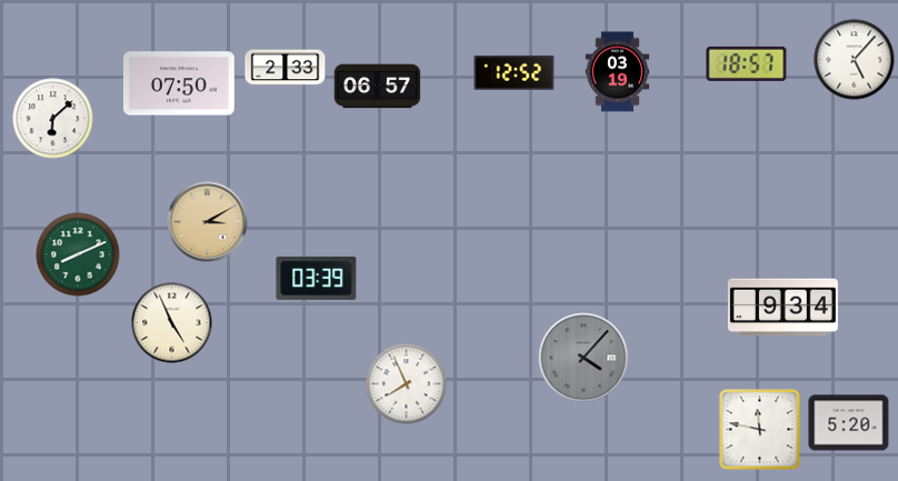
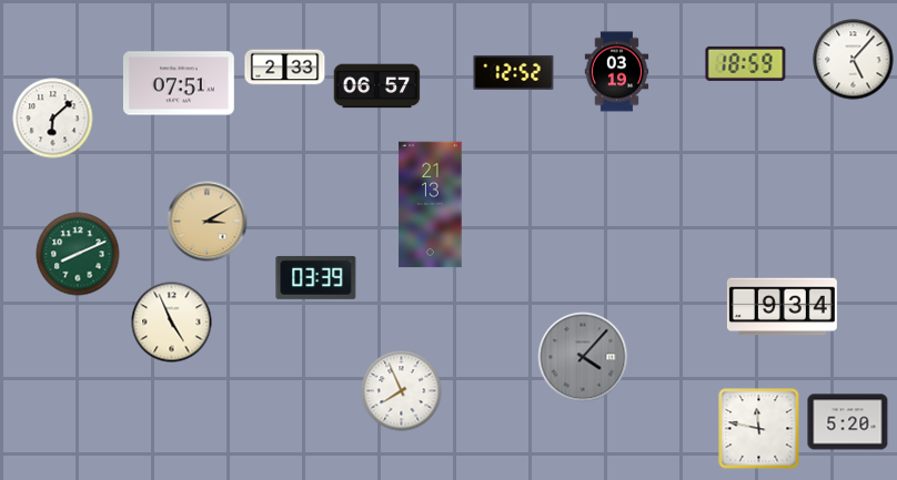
clock at (747, 63): 18:57 -> 18:59
clock at (179, 83): 07:50 -> 07:51
clock at (431, 205): none -> 21:13
clock at (407, 384) position: (407, 384) -> (402, 391)
